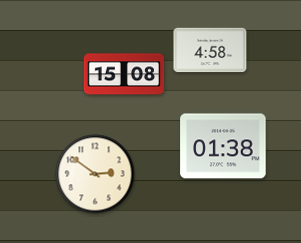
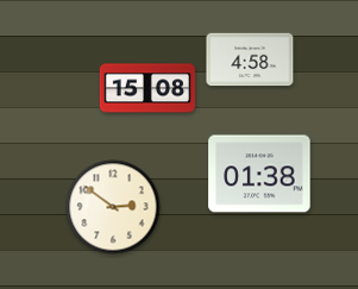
clock at (223, 146) position: (223, 146) -> (259, 174)
